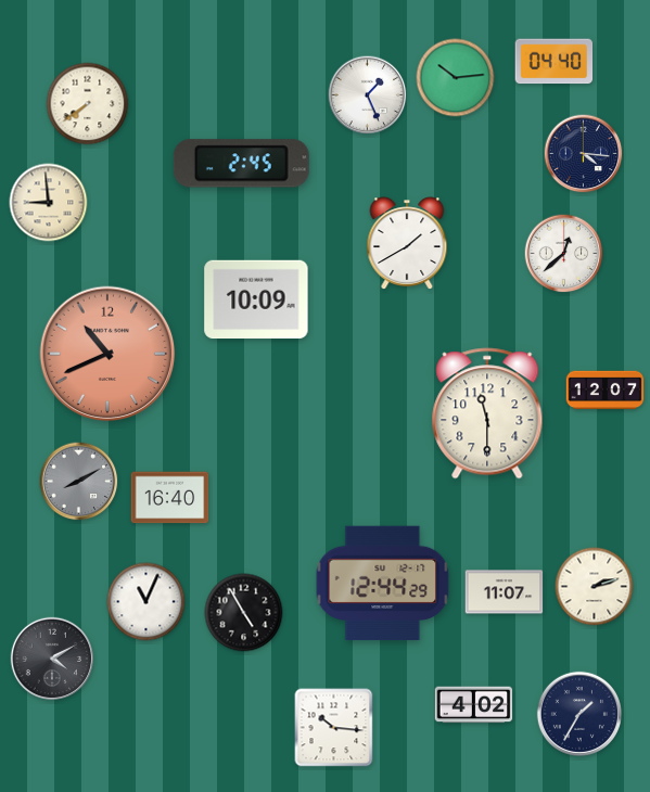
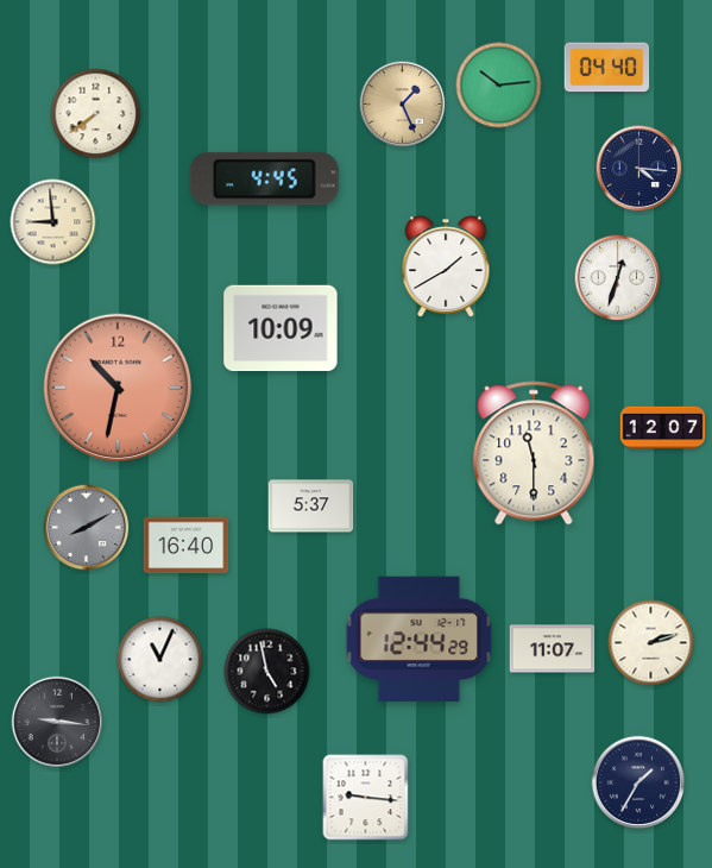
clock at (368, 95) dial: white -> champagne
clock at (241, 164): 2:45 -> 4:45
clock at (564, 254): 12:38 -> 12:33
clock at (107, 354): 10:41 -> 10:32
clock at (311, 507): none -> 5:37
clock at (244, 613): 4:55 -> 4:58
clock at (52, 659): 4:10 -> 9:16
clock at (474, 705): 4:02 -> none
clock at (579, 714) position: (579, 714) -> (638, 782)
clock at (334, 728): 10:16 -> 9:16
